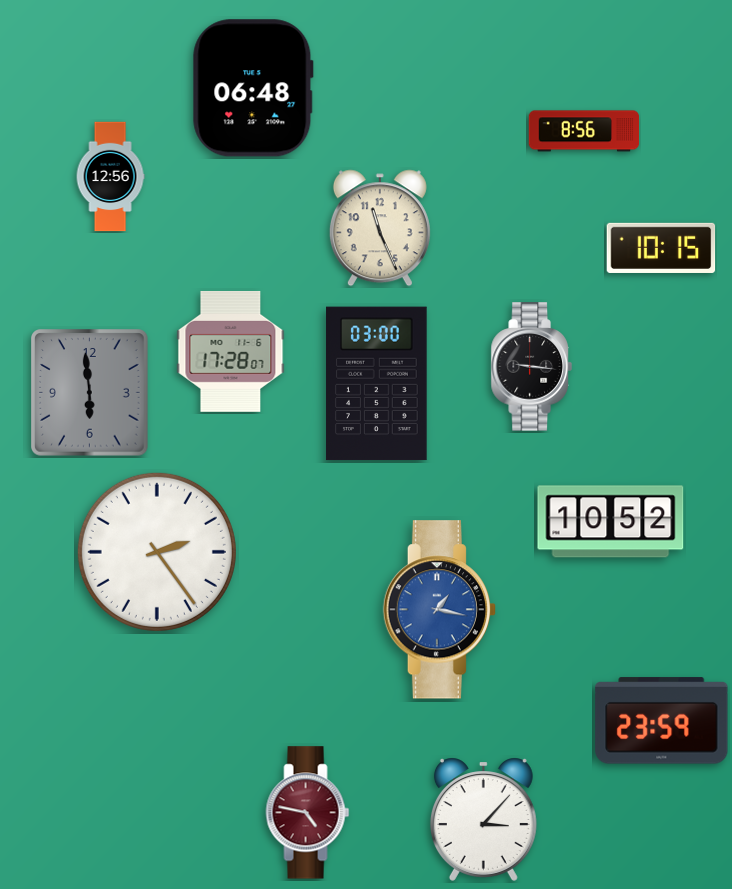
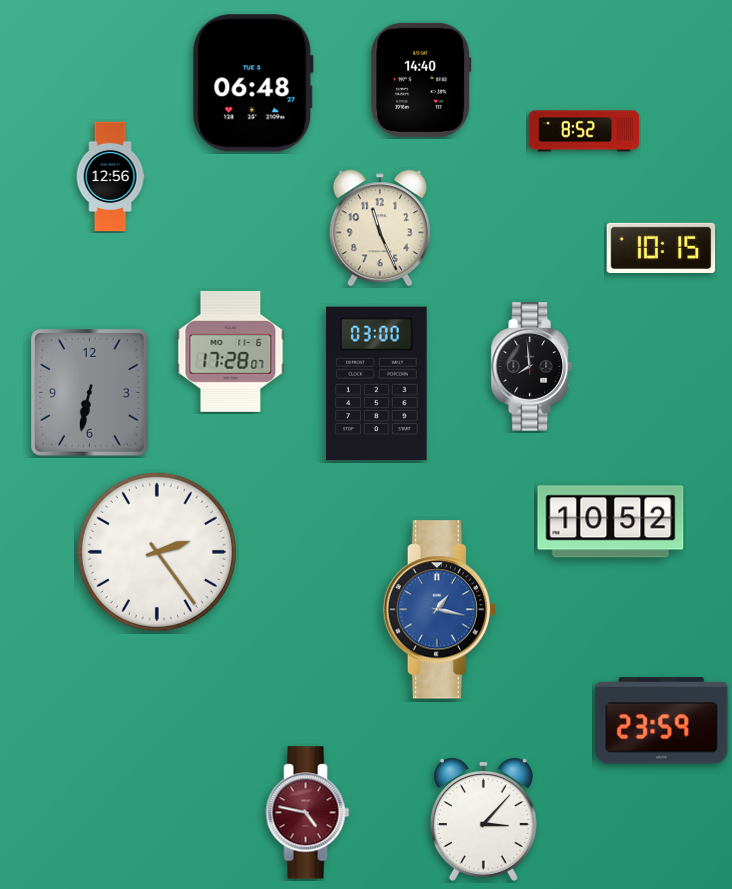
clock at (421, 80): none -> 14:40
clock at (253, 88) position: (253, 88) -> (253, 83)
clock at (584, 131): 8:56 -> 8:52
clock at (531, 367): 9:16 -> 7:59
clock at (90, 393): 5:59 -> 6:32
